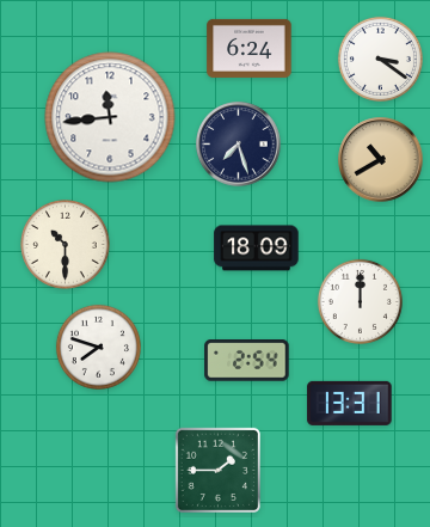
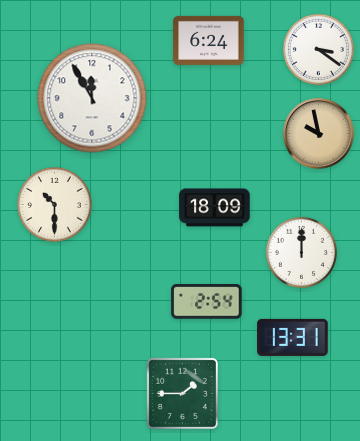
clock at (110, 117): 11:44 -> 11:55
clock at (239, 145): 7:27 -> none
clock at (381, 160): 10:40 -> 9:58
clock at (98, 347): 7:48 -> none
